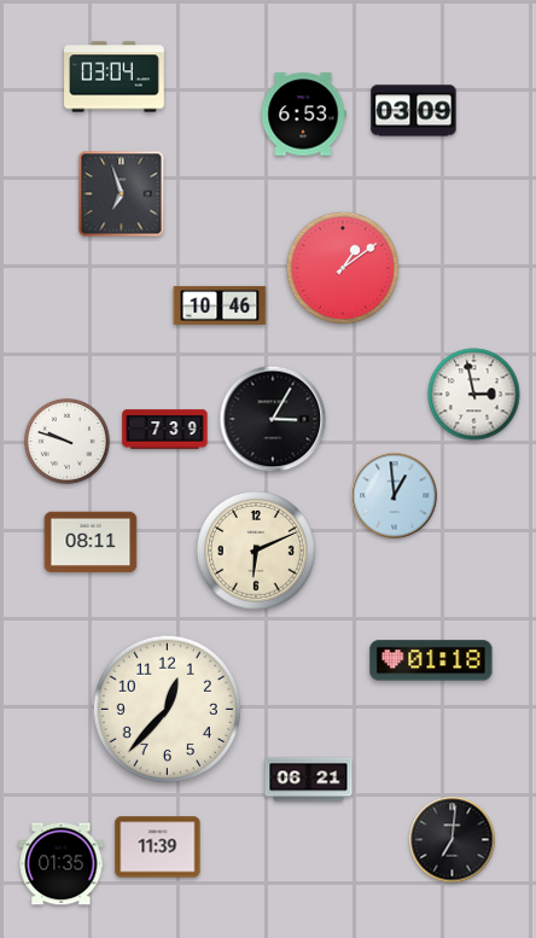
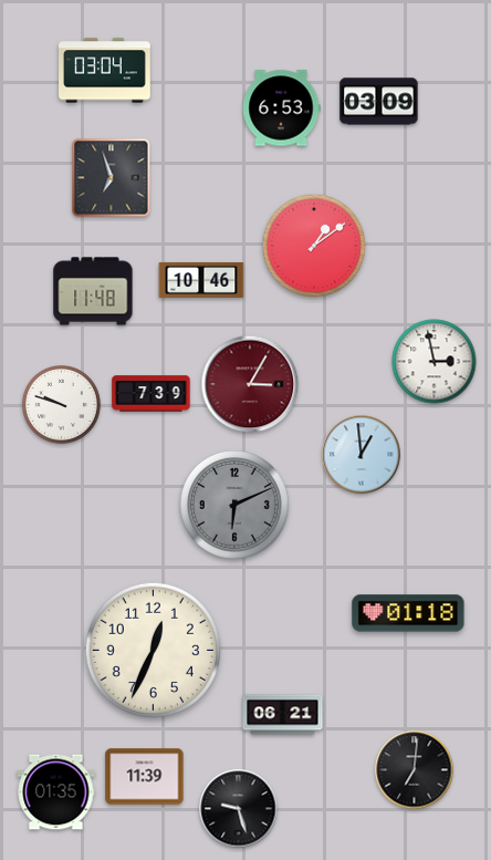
clock at (303, 115) position: (303, 115) -> (281, 108)
clock at (93, 291): none -> 11:48
clock at (273, 419) dial: black -> burgundy
clock at (91, 542): 08:11 -> none
clock at (256, 550) dial: cream -> grey
clock at (431, 660) position: (431, 660) -> (408, 613)
clock at (167, 709): 12:37 -> 12:34
clock at (239, 809): none -> 9:27
